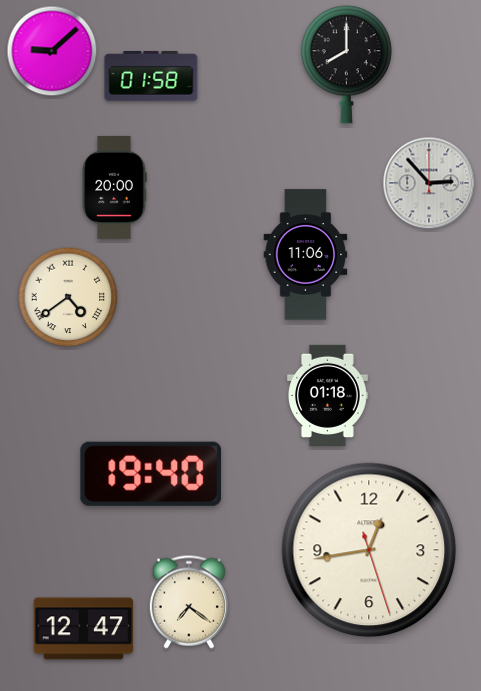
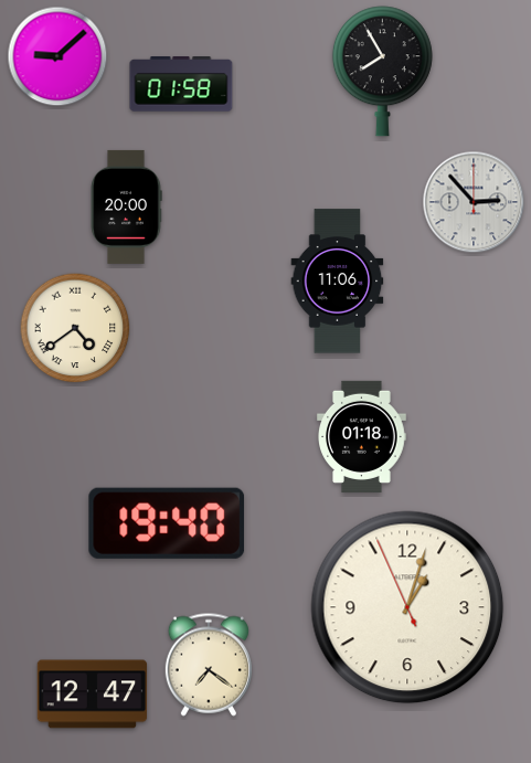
clock at (346, 65): 8:00 -> 7:55
clock at (151, 76) position: (151, 76) -> (181, 84)
clock at (369, 550): 12:43 -> 1:02
